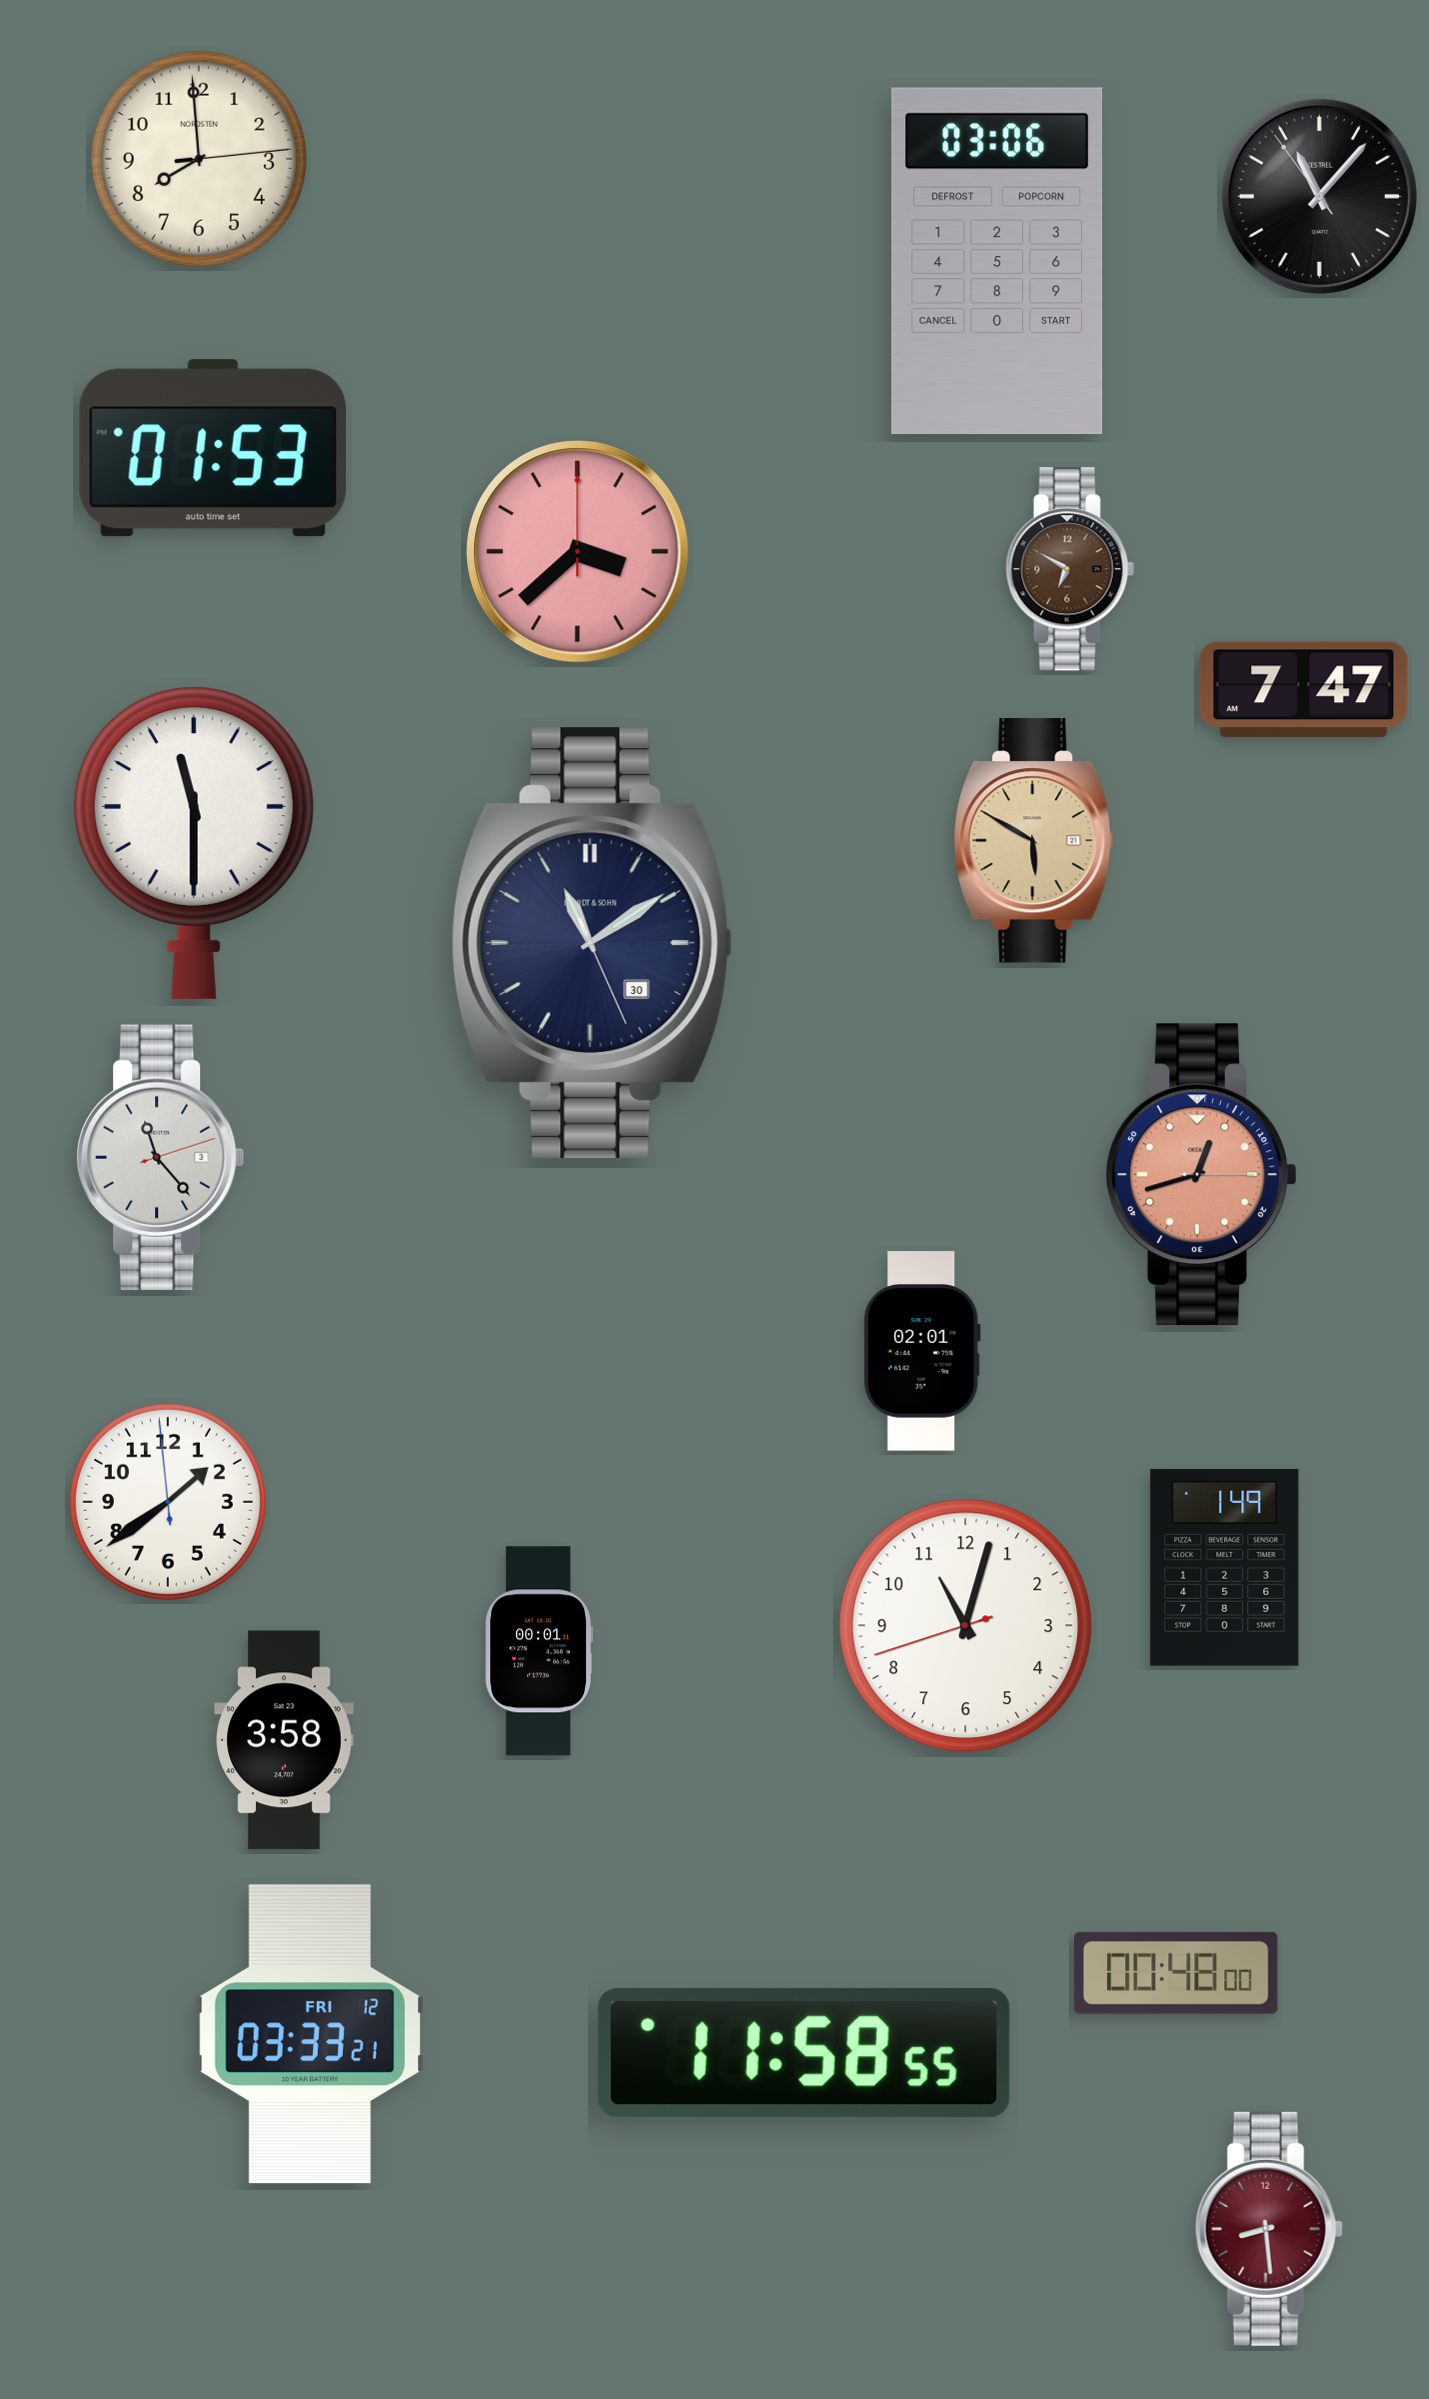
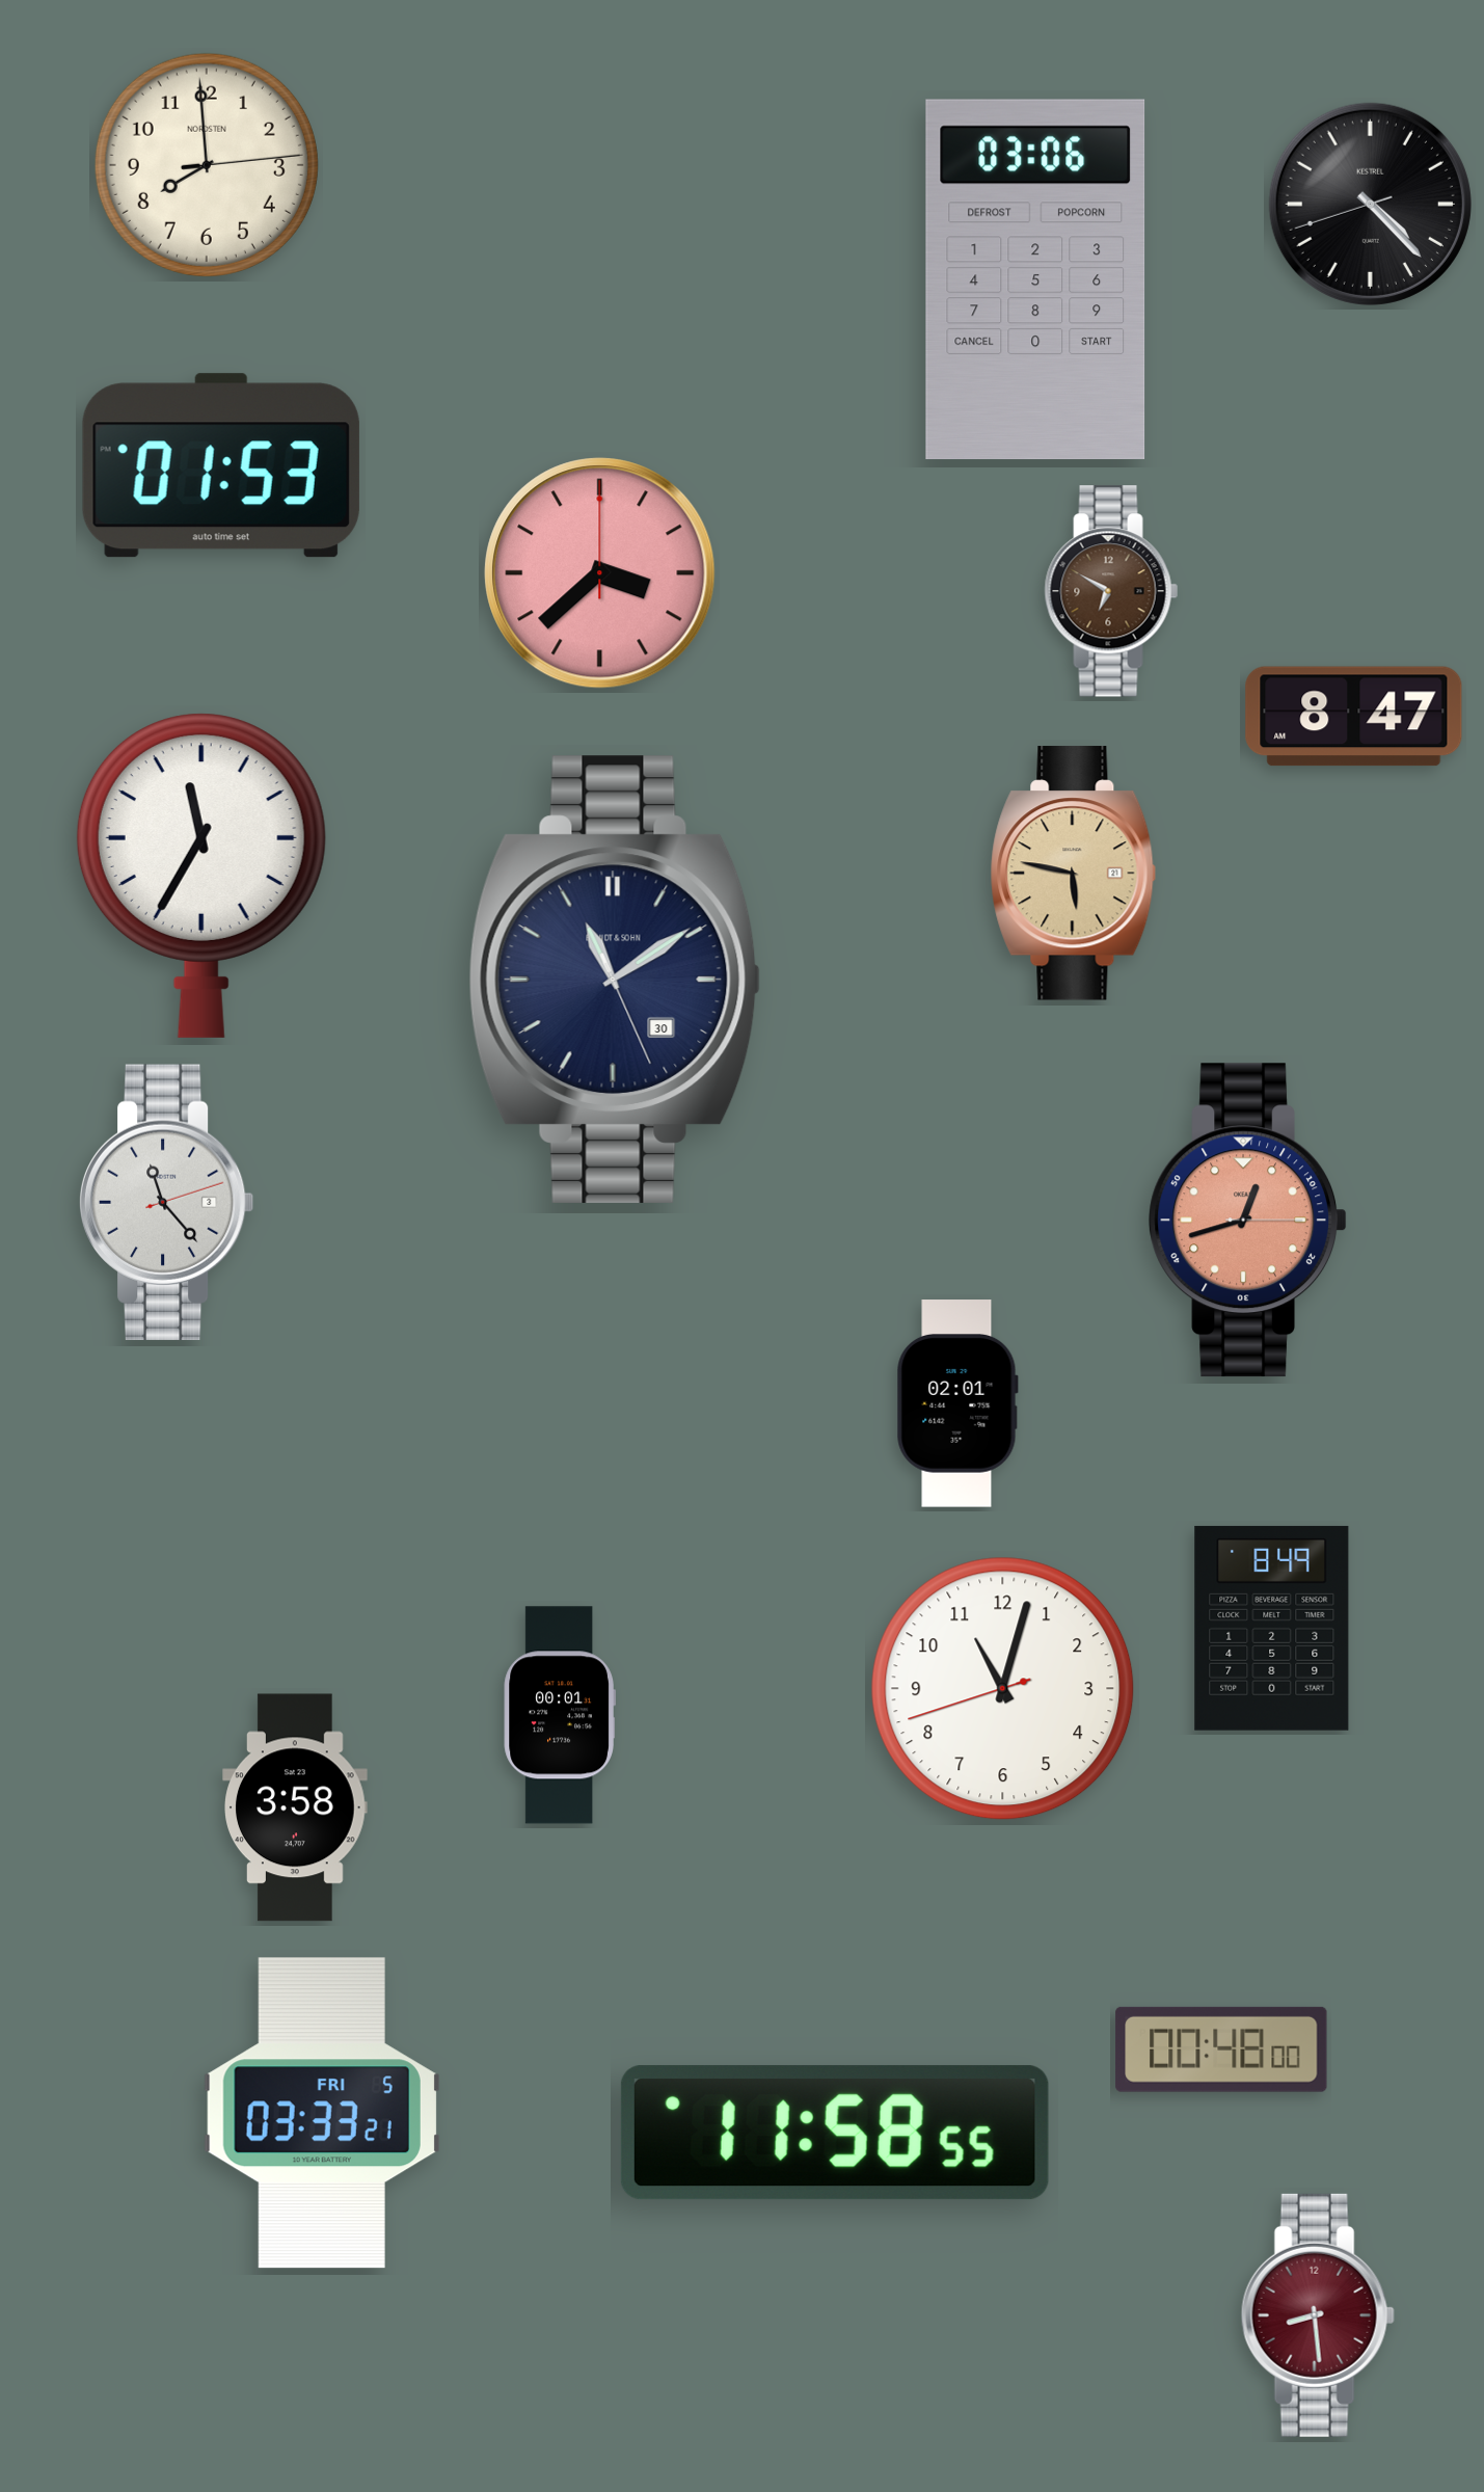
clock at (1319, 196): 11:06 -> 4:22
clock at (997, 261) position: (997, 261) -> (1035, 279)
clock at (1304, 690): 7:47 -> 8:47
clock at (1034, 841): 5:50 -> 5:47
clock at (194, 843): 11:30 -> 11:35
clock at (168, 1502): 1:38 -> none
clock at (1225, 1567): 1:49 -> 8:49
clock at (310, 2034) date: FRI 12 -> FRI 5
